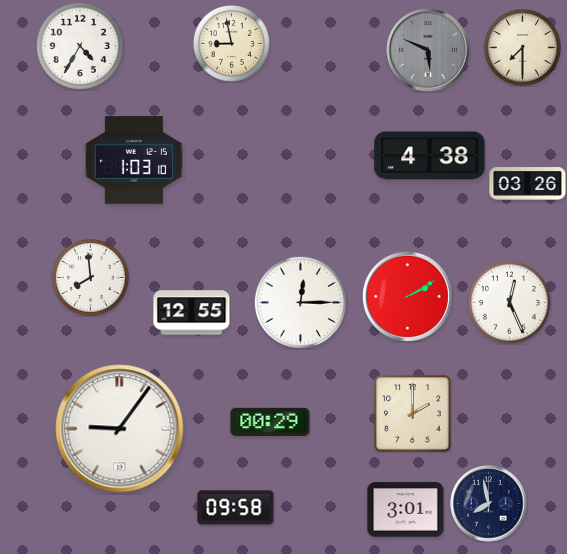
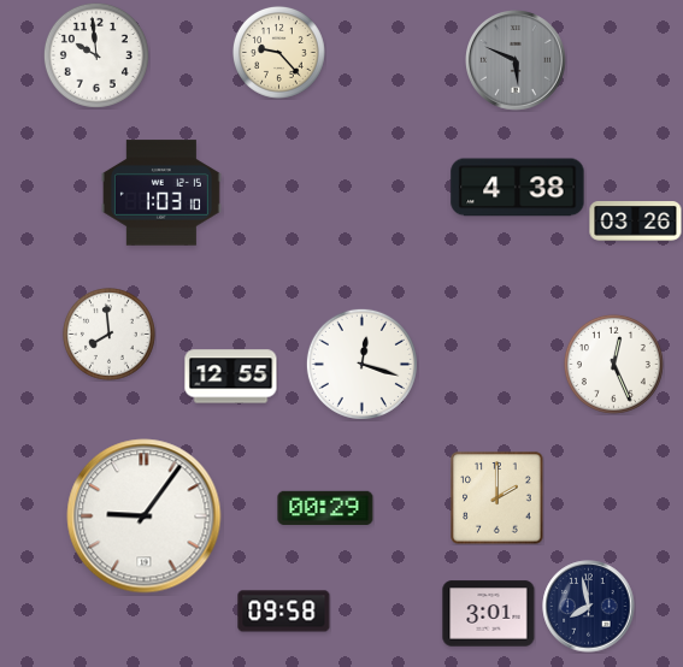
clock at (232, 44): 8:58 -> 9:23
clock at (80, 46): 4:35 -> 9:59
clock at (523, 48): 7:30 -> none
clock at (407, 296): 2:10 -> none
clock at (300, 302): 12:15 -> 12:18
